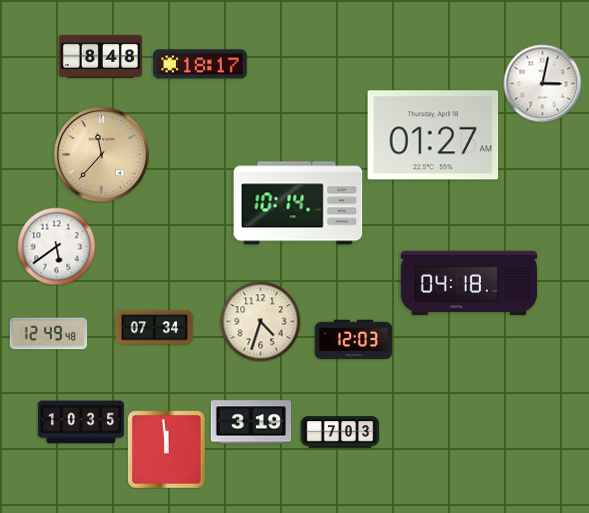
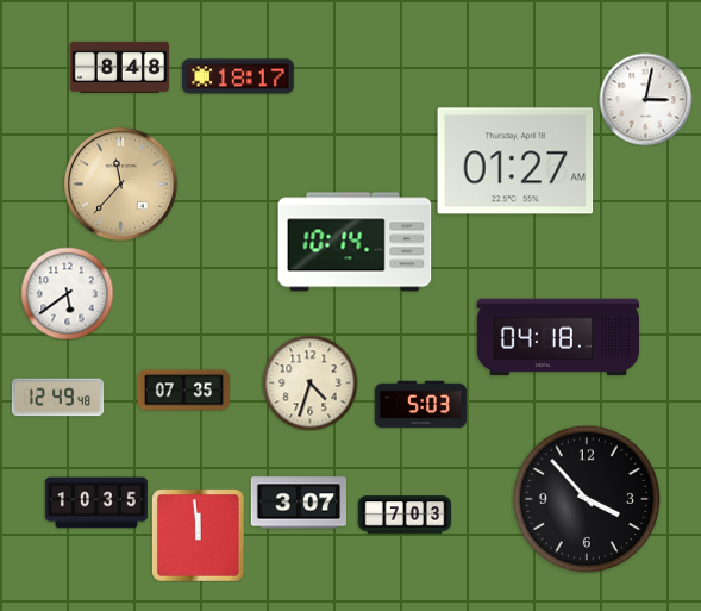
clock at (154, 328): 07:34 -> 07:35
clock at (353, 340): 12:03 -> 5:03
clock at (587, 499): none -> 3:53
clock at (251, 422): 3:19 -> 3:07
